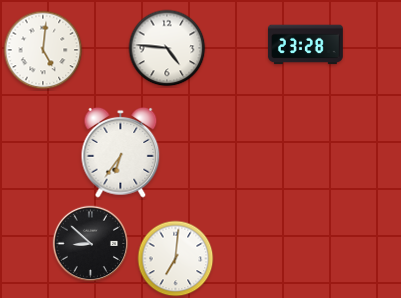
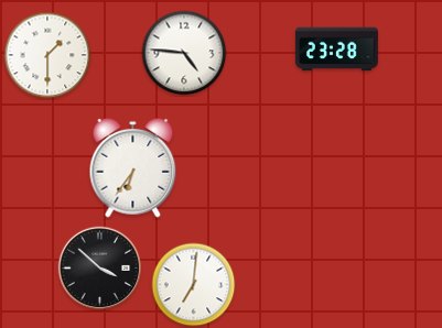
clock at (43, 50): 5:01 -> 1:30
clock at (91, 244): 8:52 -> 3:52
